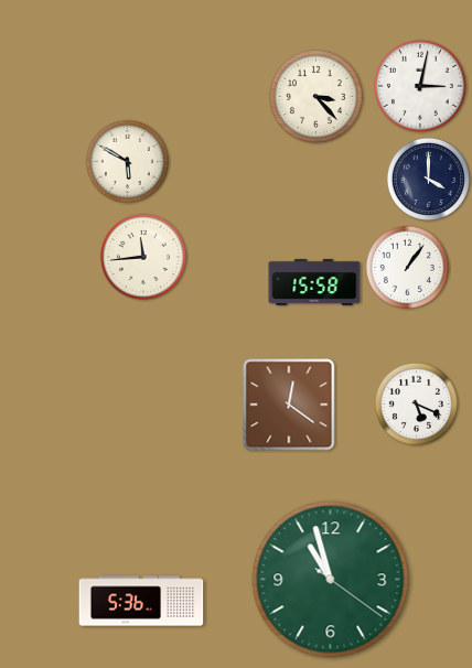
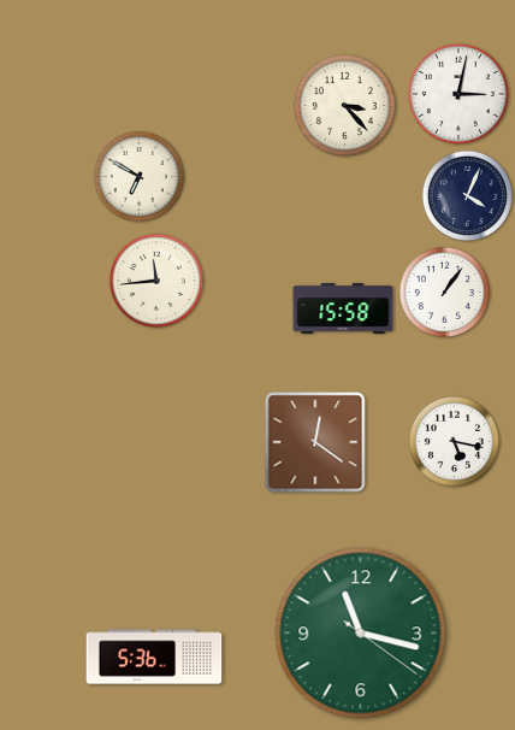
clock at (127, 161): 5:50 -> 6:50
clock at (428, 179): 4:00 -> 4:04
clock at (416, 403): 5:19 -> 5:17
clock at (331, 580): 10:57 -> 11:17
